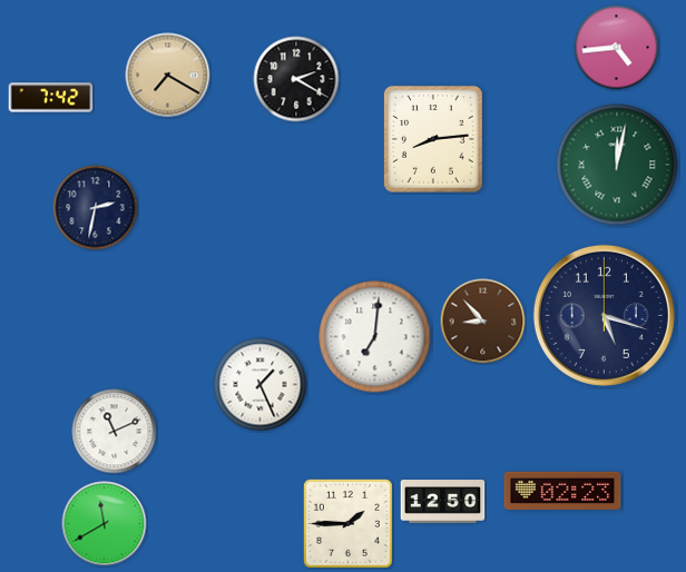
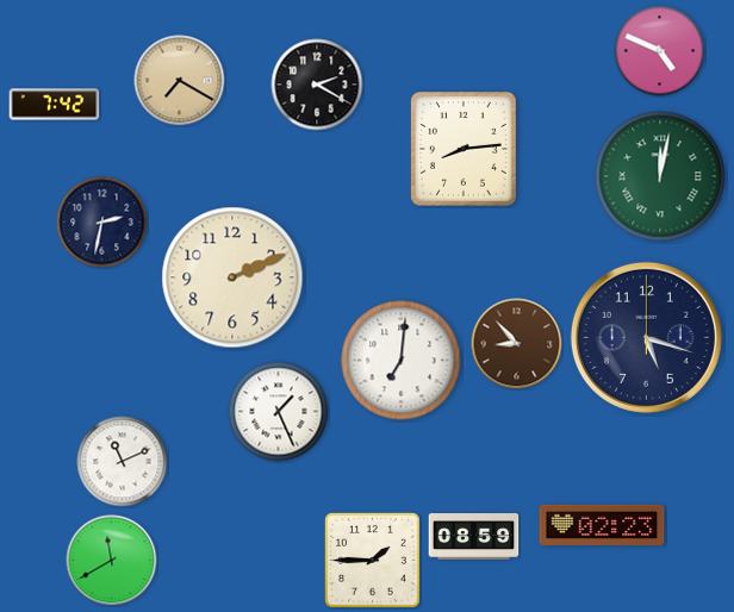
clock at (617, 48): 4:44 -> 4:49
clock at (232, 277): none -> 2:11
clock at (443, 502): 12:50 -> 08:59
